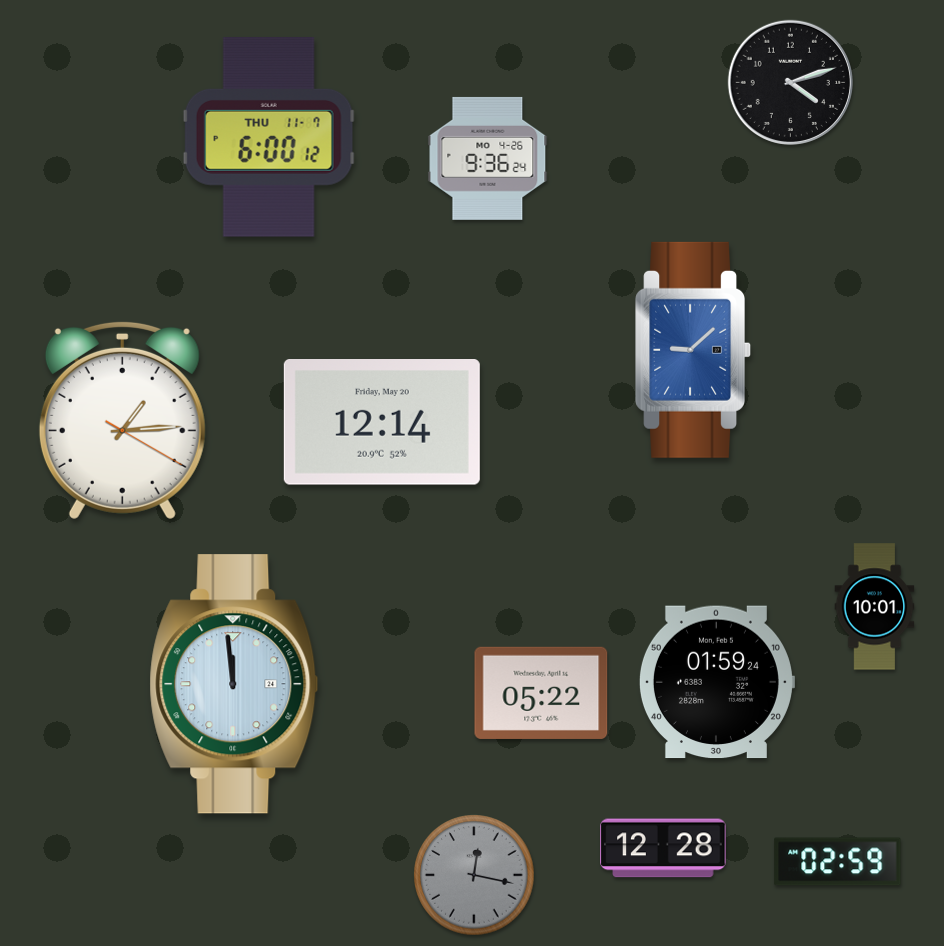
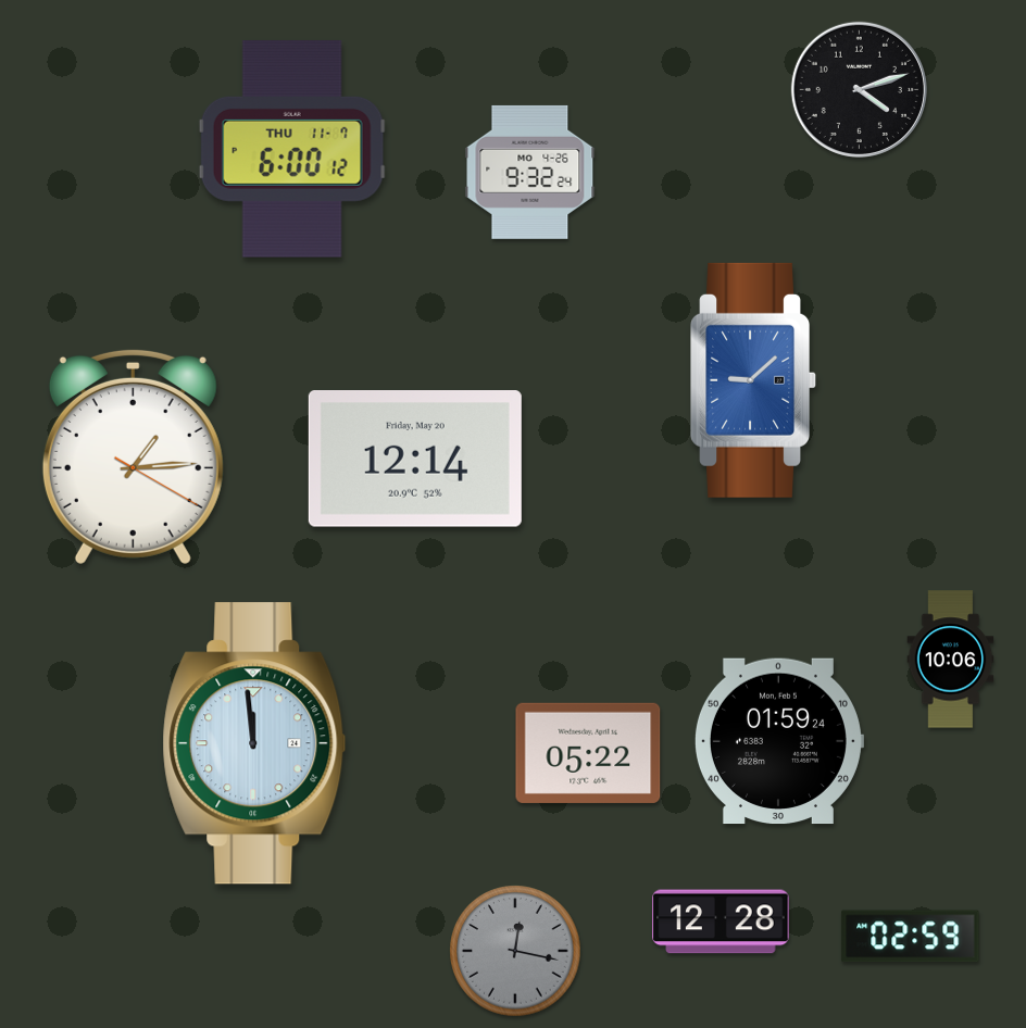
clock at (488, 158): 9:36 -> 9:32
clock at (875, 607): 10:01 -> 10:06
